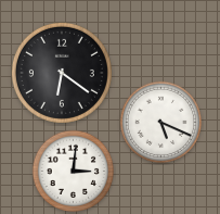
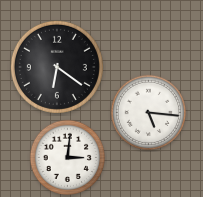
clock at (161, 123): 5:19 -> 5:16
